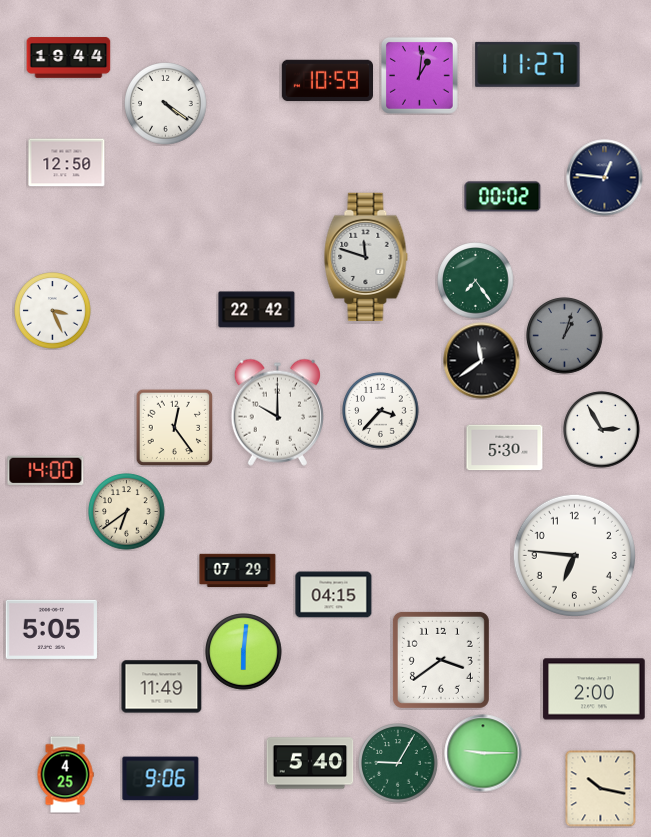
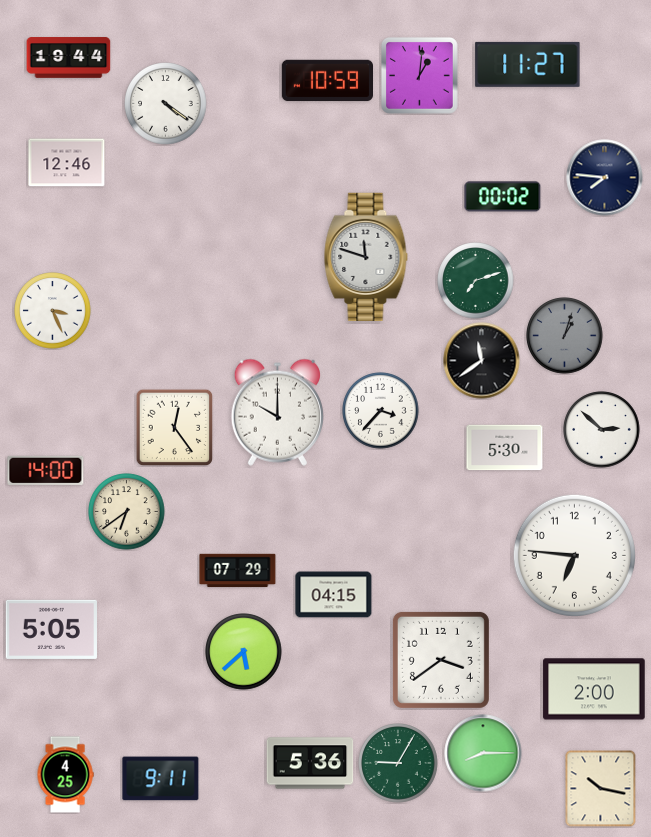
clock at (67, 163): 12:50 -> 12:46
clock at (605, 178): 12:46 -> 7:46
clock at (476, 281): 7:24 -> 7:12
clock at (257, 310): 22:42 -> none
clock at (602, 430): 2:55 -> 2:52
clock at (244, 652): 6:01 -> 5:38
clock at (162, 687): 11:49 -> none
clock at (483, 753): 9:15 -> 8:15
clock at (310, 763): 5:40 -> 5:36
clock at (161, 779): 9:06 -> 9:11
